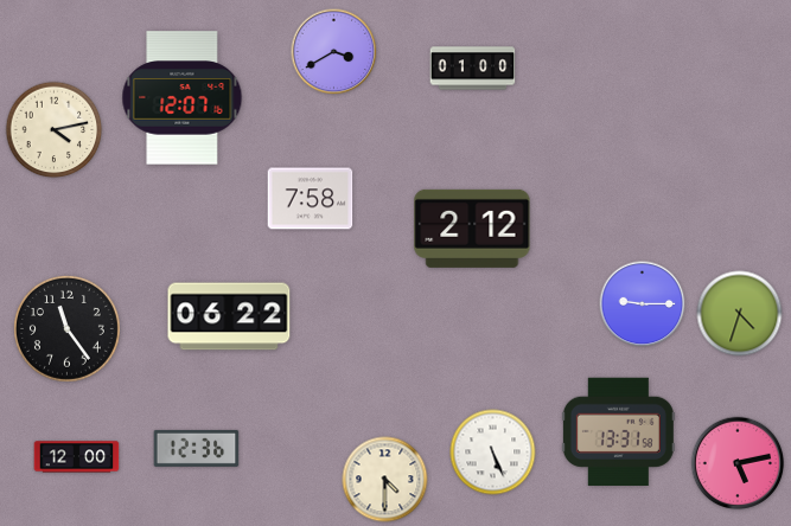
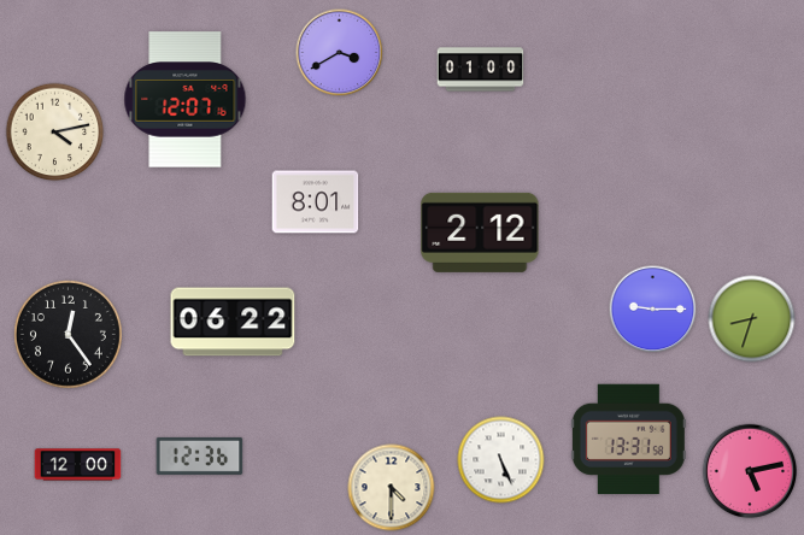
clock at (311, 199): 7:58 -> 8:01
clock at (740, 314): 4:33 -> 8:33
clock at (66, 328): 11:24 -> 12:24
